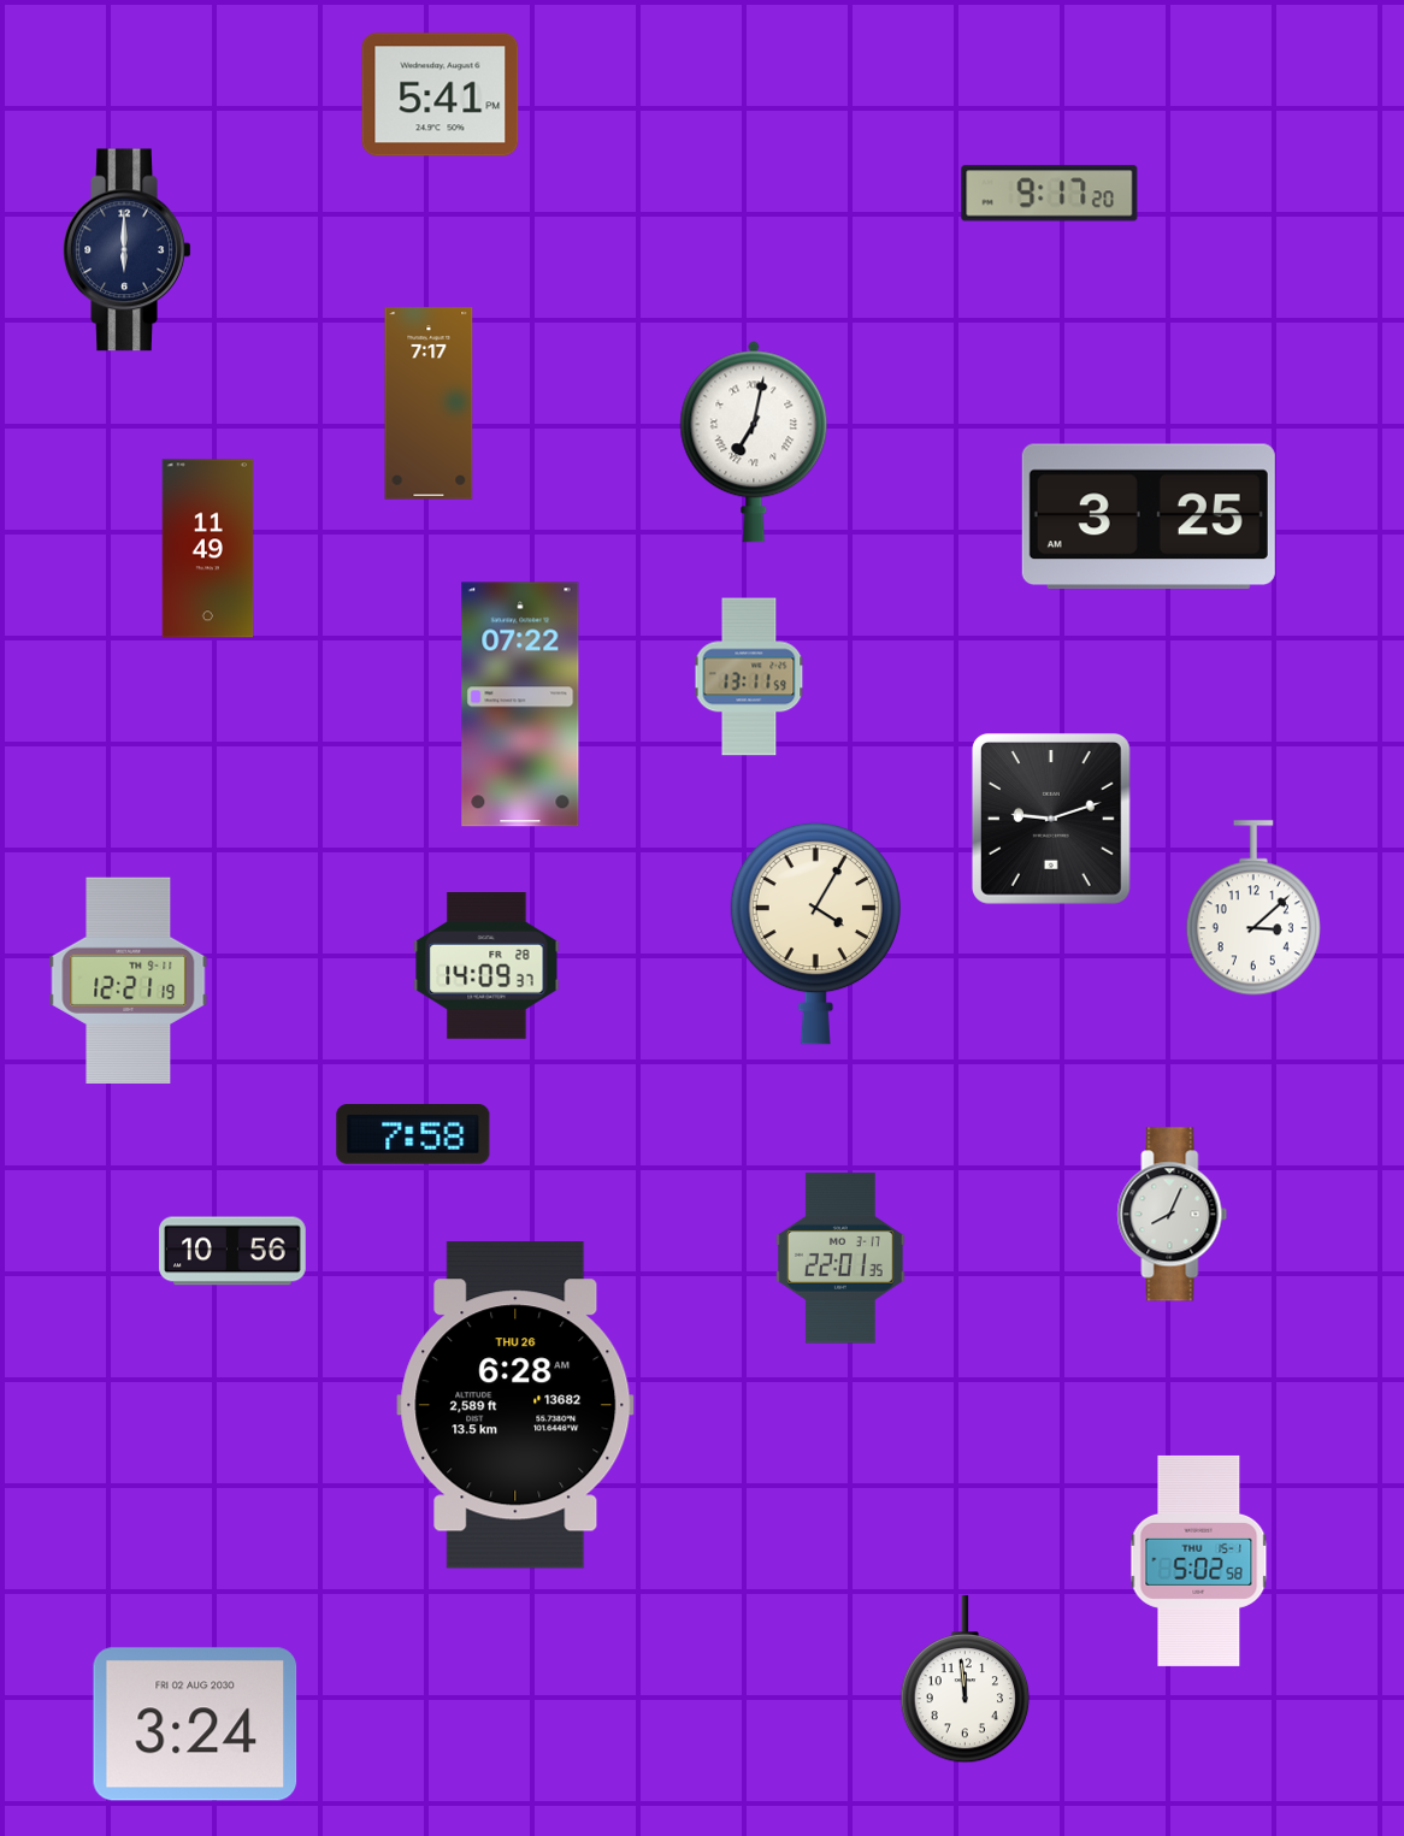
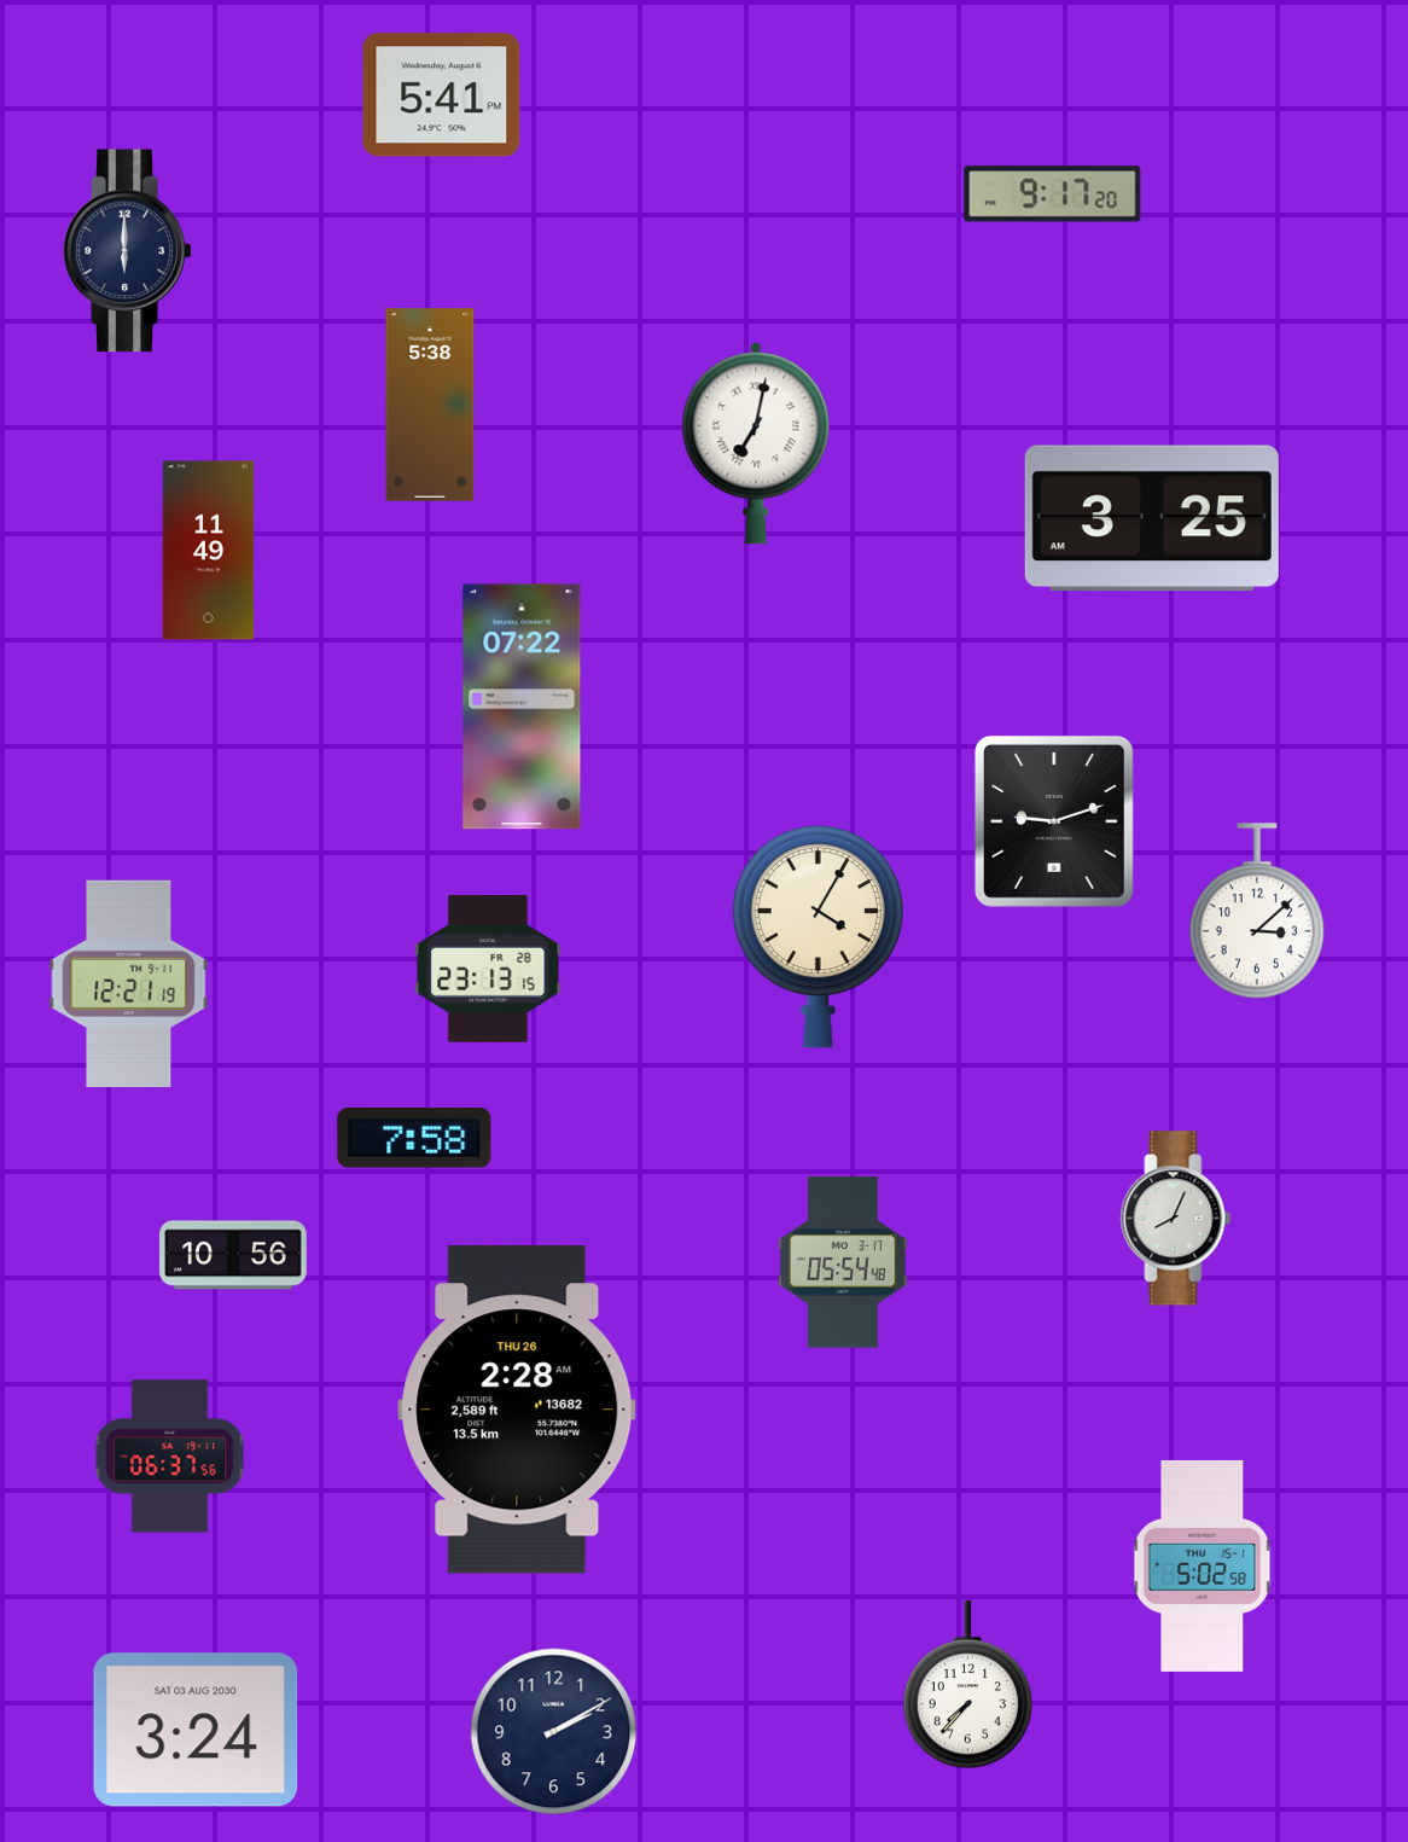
clock at (429, 403): 7:17 -> 5:38
clock at (749, 677): 13:11 -> none
clock at (486, 967): 14:09 -> 23:13
clock at (842, 1258): 22:01 -> 05:54
clock at (515, 1405): 6:28 -> 2:28
clock at (170, 1457): none -> 06:37
clock at (966, 1679): 11:59 -> 7:37
clock at (195, 1724) date: FRI 02 AUG 2030 -> SAT 03 AUG 2030
clock at (554, 1732): none -> 2:10
